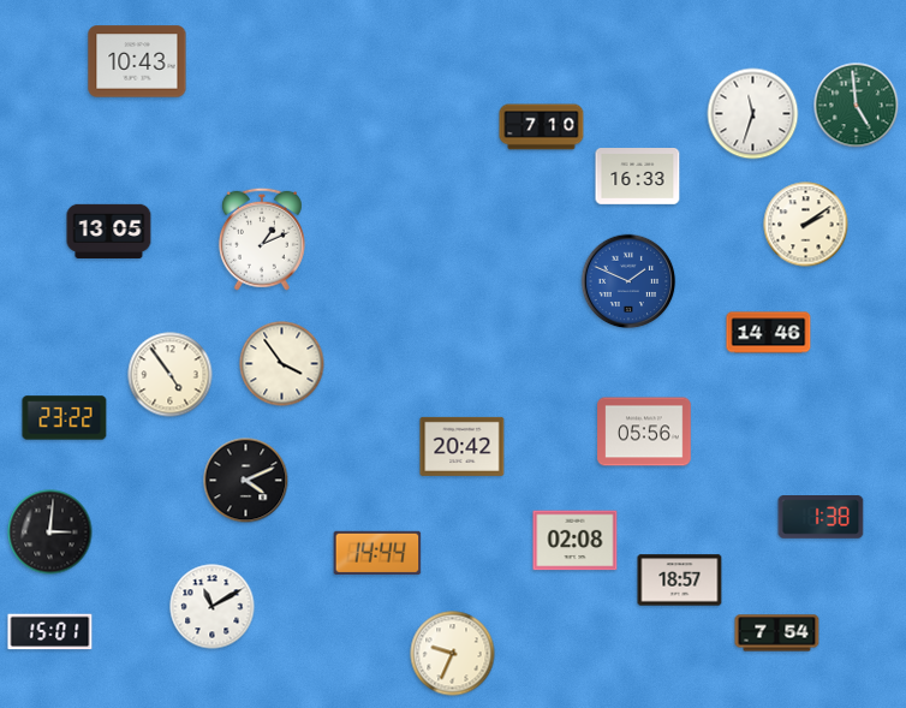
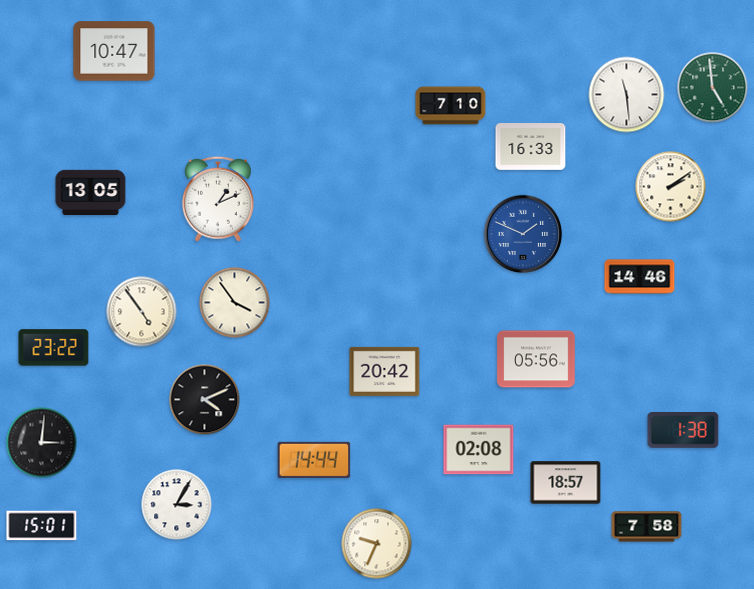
clock at (137, 61): 10:43 -> 10:47
clock at (753, 114): 11:33 -> 11:29
clock at (213, 607): 11:10 -> 3:05
clock at (777, 633): 7:54 -> 7:58
